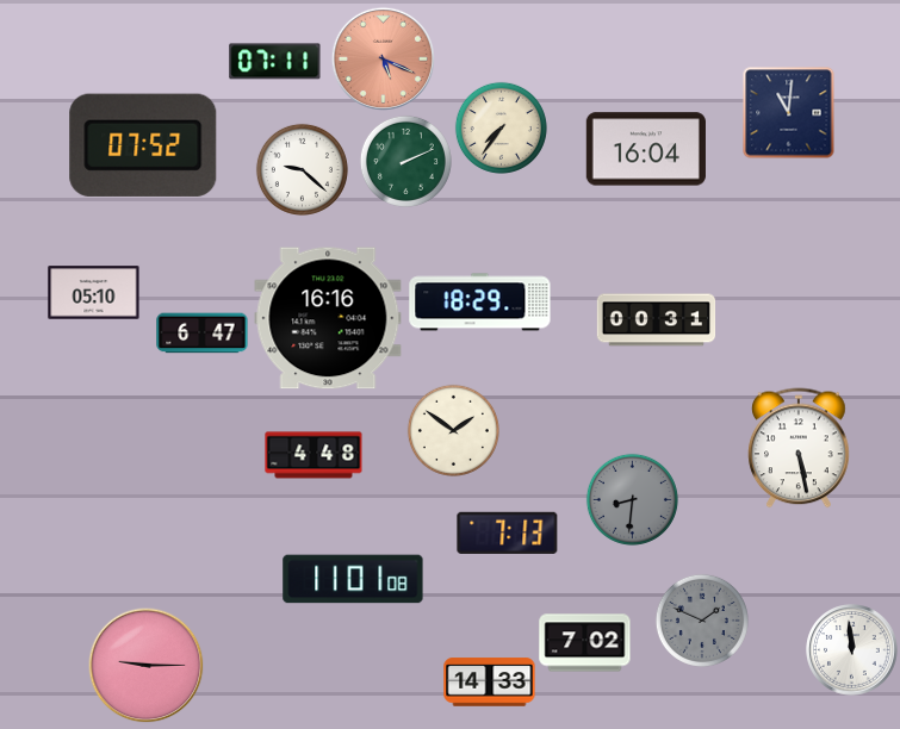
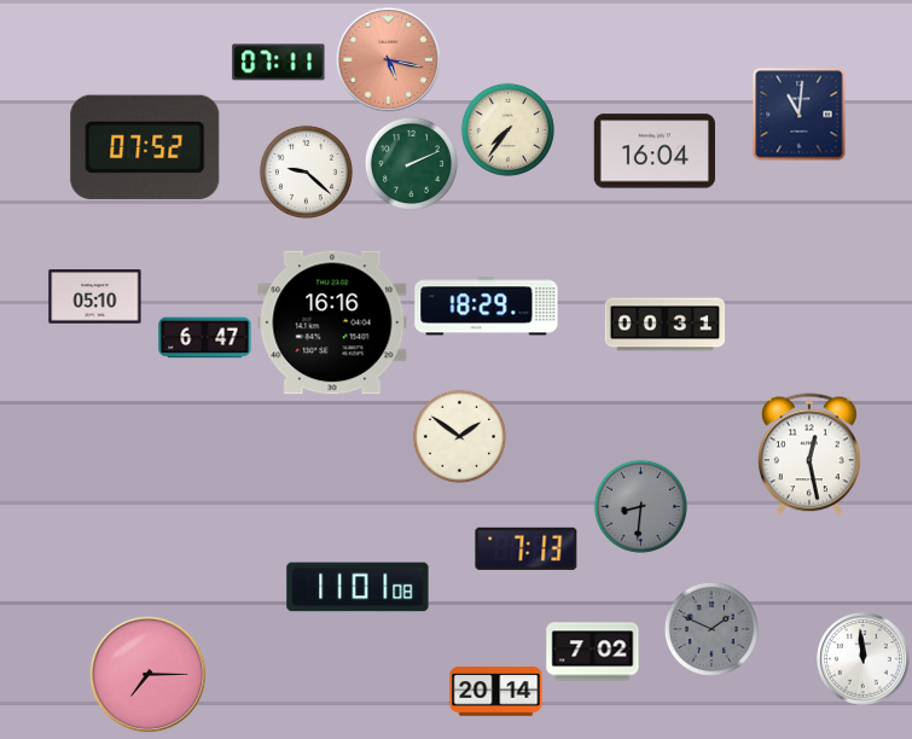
clock at (383, 58): 5:19 -> 5:17
clock at (799, 448): 5:28 -> 12:28
clock at (314, 455): 4:48 -> none
clock at (508, 532) position: (508, 532) -> (527, 548)
clock at (147, 666): 9:15 -> 7:15
clock at (490, 683): 14:33 -> 20:14
